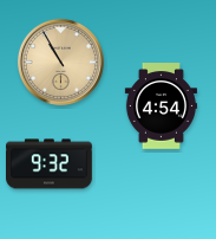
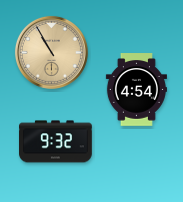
clock at (50, 164) position: (50, 164) -> (56, 142)
